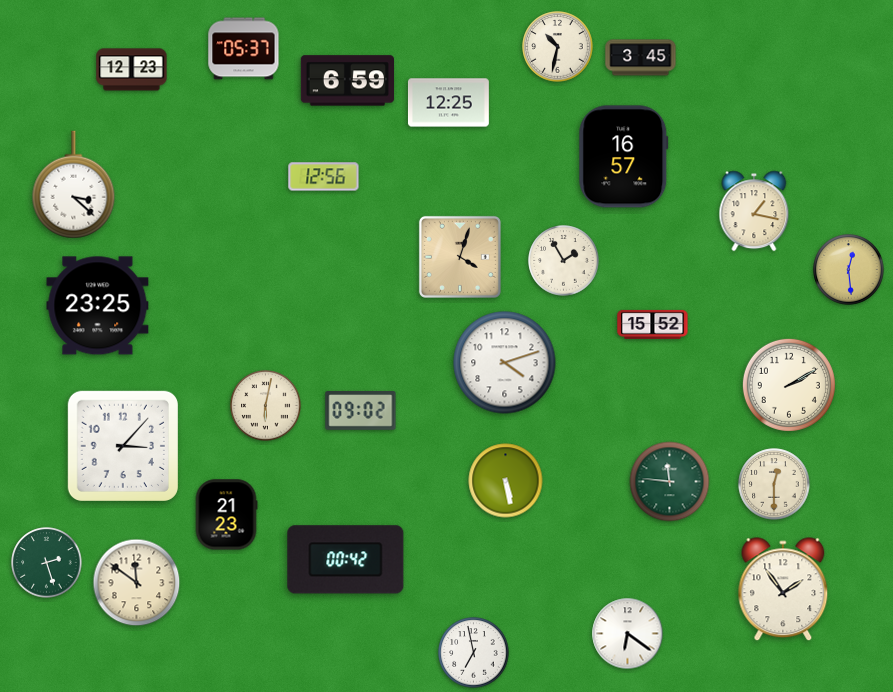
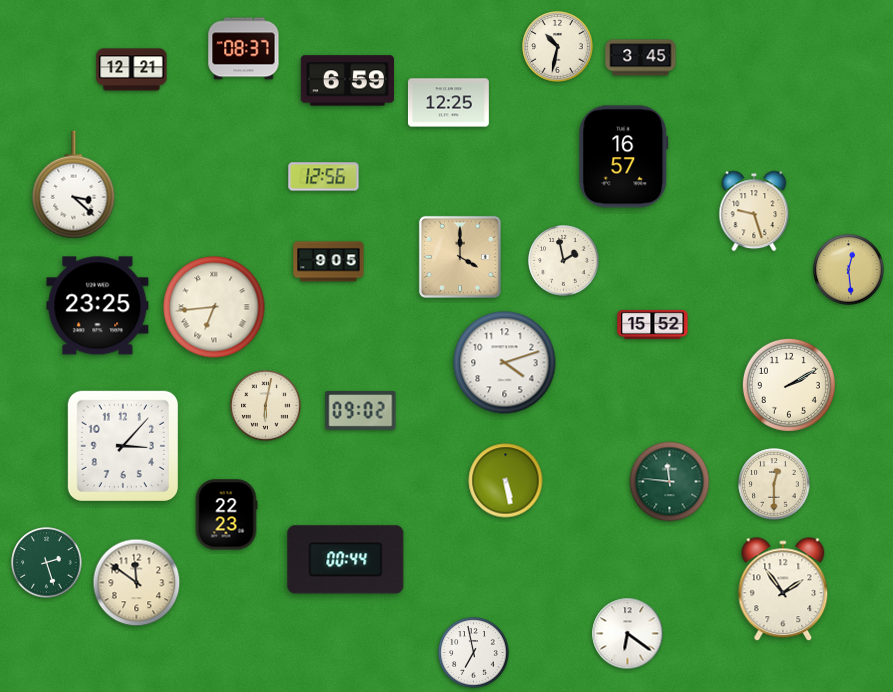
clock at (244, 49): 05:37 -> 08:37
clock at (132, 70): 12:23 -> 12:21
clock at (754, 211): 1:17 -> 9:27
clock at (460, 257): 4:03 -> 4:00
clock at (564, 261): 1:55 -> 1:58
clock at (329, 262): none -> 9:05
clock at (214, 307): none -> 6:44
clock at (226, 515): 21:23 -> 22:23
clock at (346, 560): 00:42 -> 00:44
